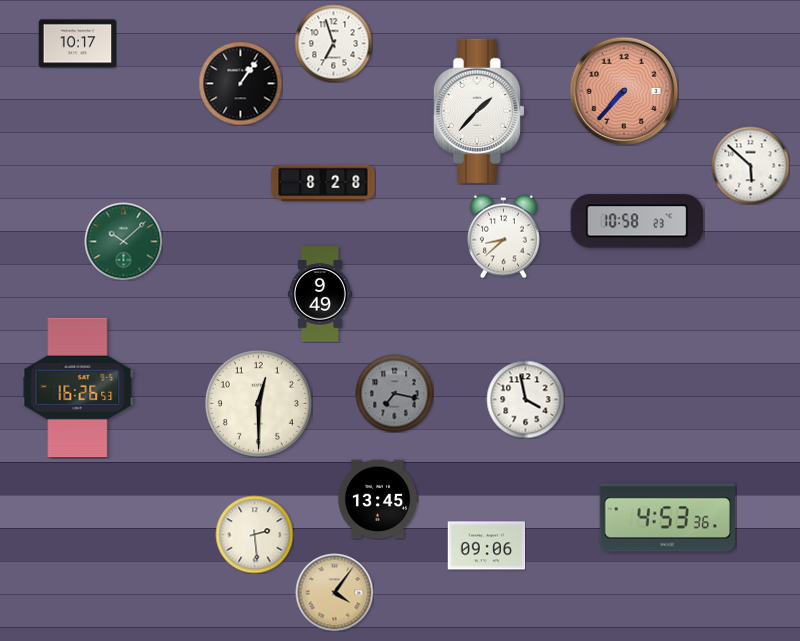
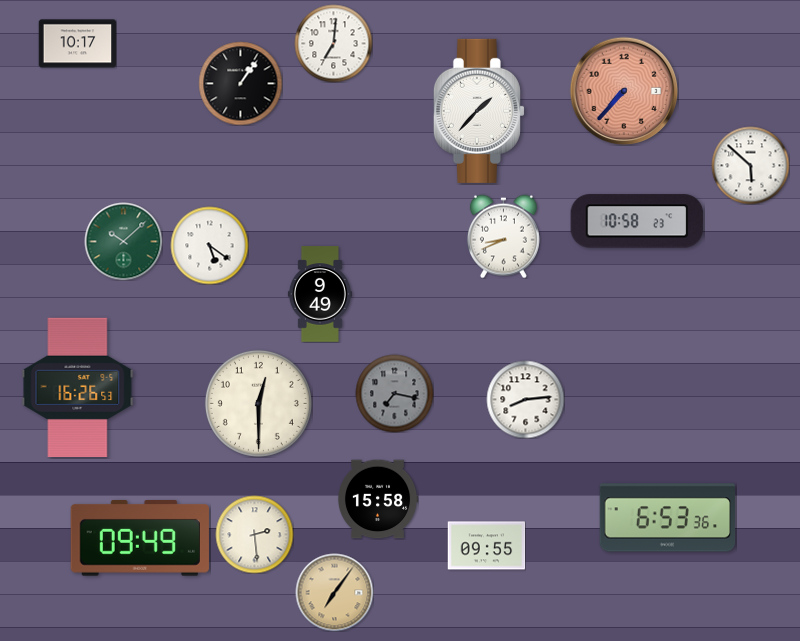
clock at (333, 43): 6:57 -> 7:01
clock at (323, 183): 8:28 -> none
clock at (503, 236): 8:38 -> 8:41
clock at (209, 245): none -> 5:21
clock at (525, 399): 3:58 -> 8:14
clock at (378, 499): 13:45 -> 15:58
clock at (668, 518): 4:53 -> 6:53
clock at (140, 539): none -> 09:49
clock at (486, 546): 09:06 -> 09:55
clock at (334, 592): 4:06 -> 7:06
